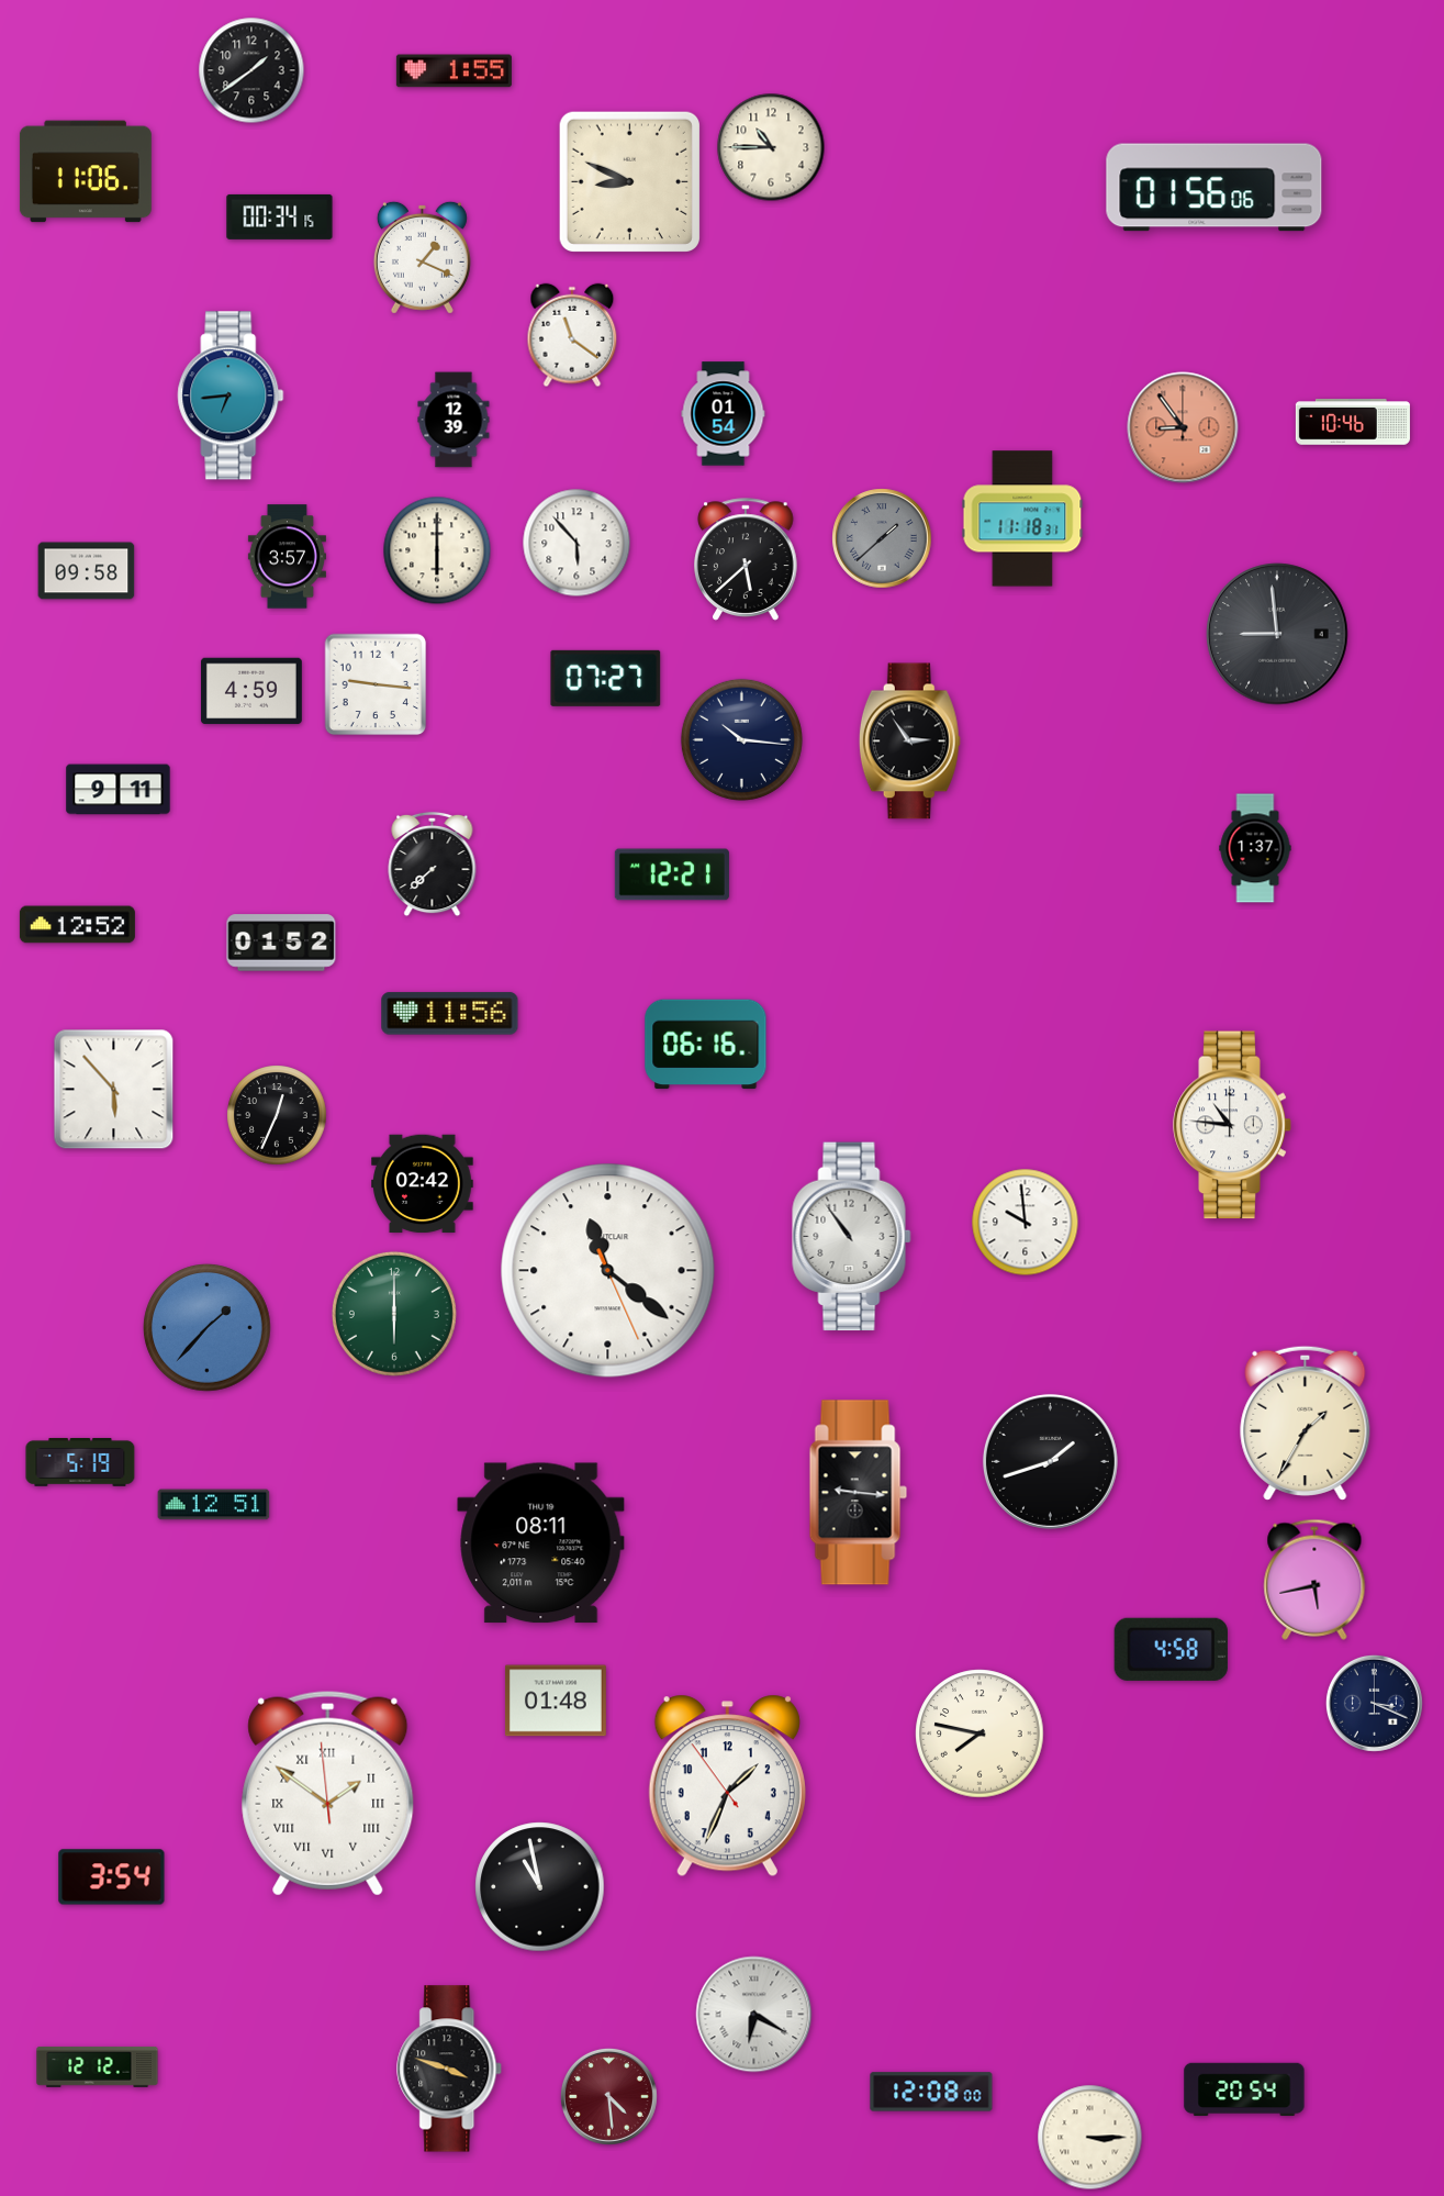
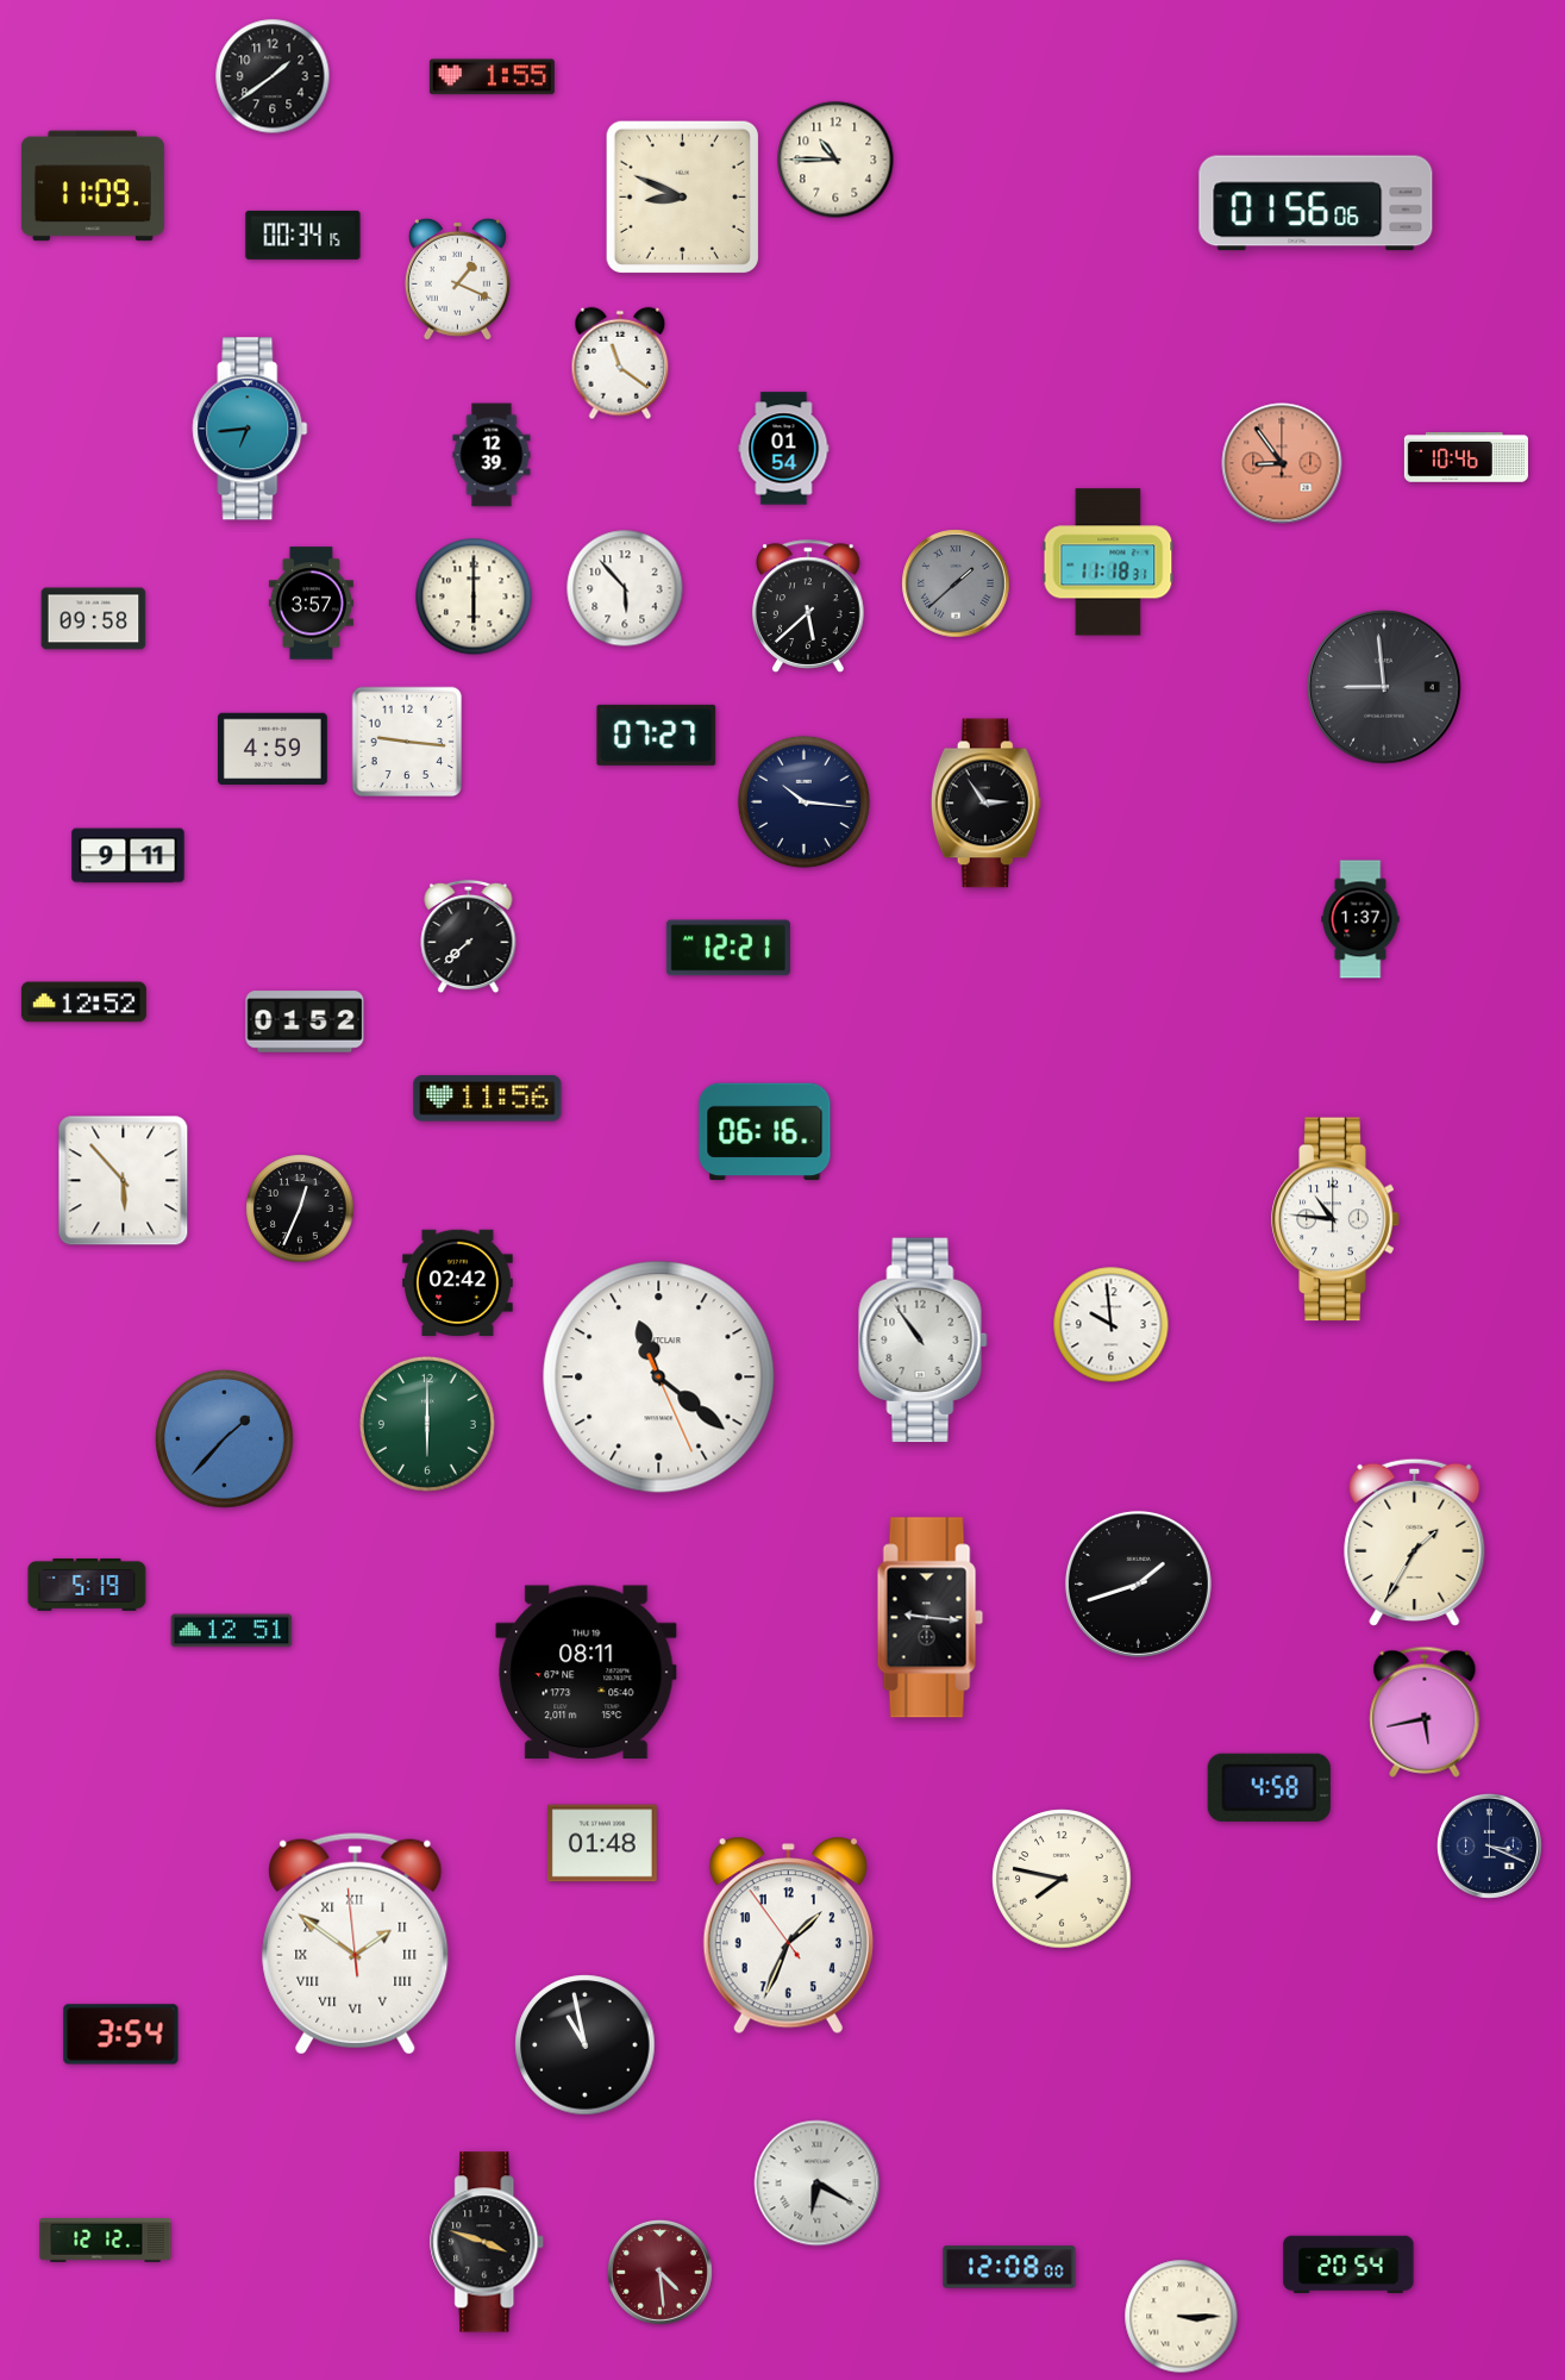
clock at (86, 171): 11:06 -> 11:09
